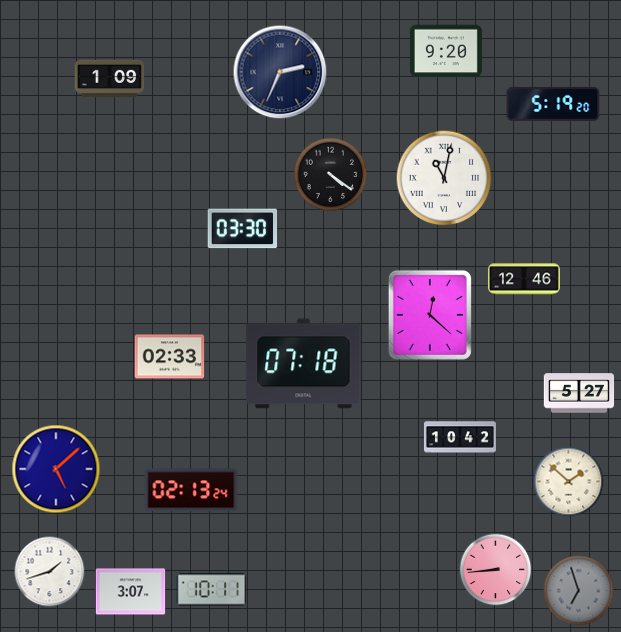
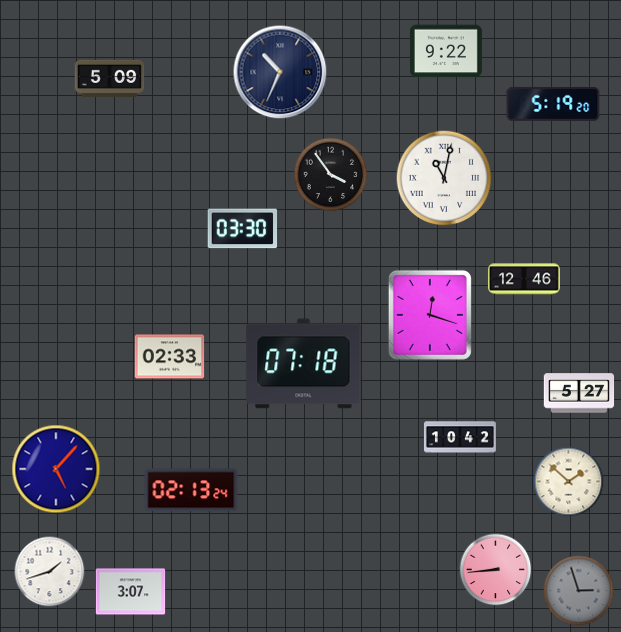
clock at (446, 51): 9:20 -> 9:22
clock at (280, 72): 2:34 -> 10:34
clock at (110, 78): 1:09 -> 5:09
clock at (331, 175): 4:21 -> 3:54
clock at (430, 315): 12:22 -> 12:18
clock at (56, 469): 5:08 -> 5:07
clock at (212, 590): 10:11 -> none
clock at (579, 591): 6:57 -> 2:57
